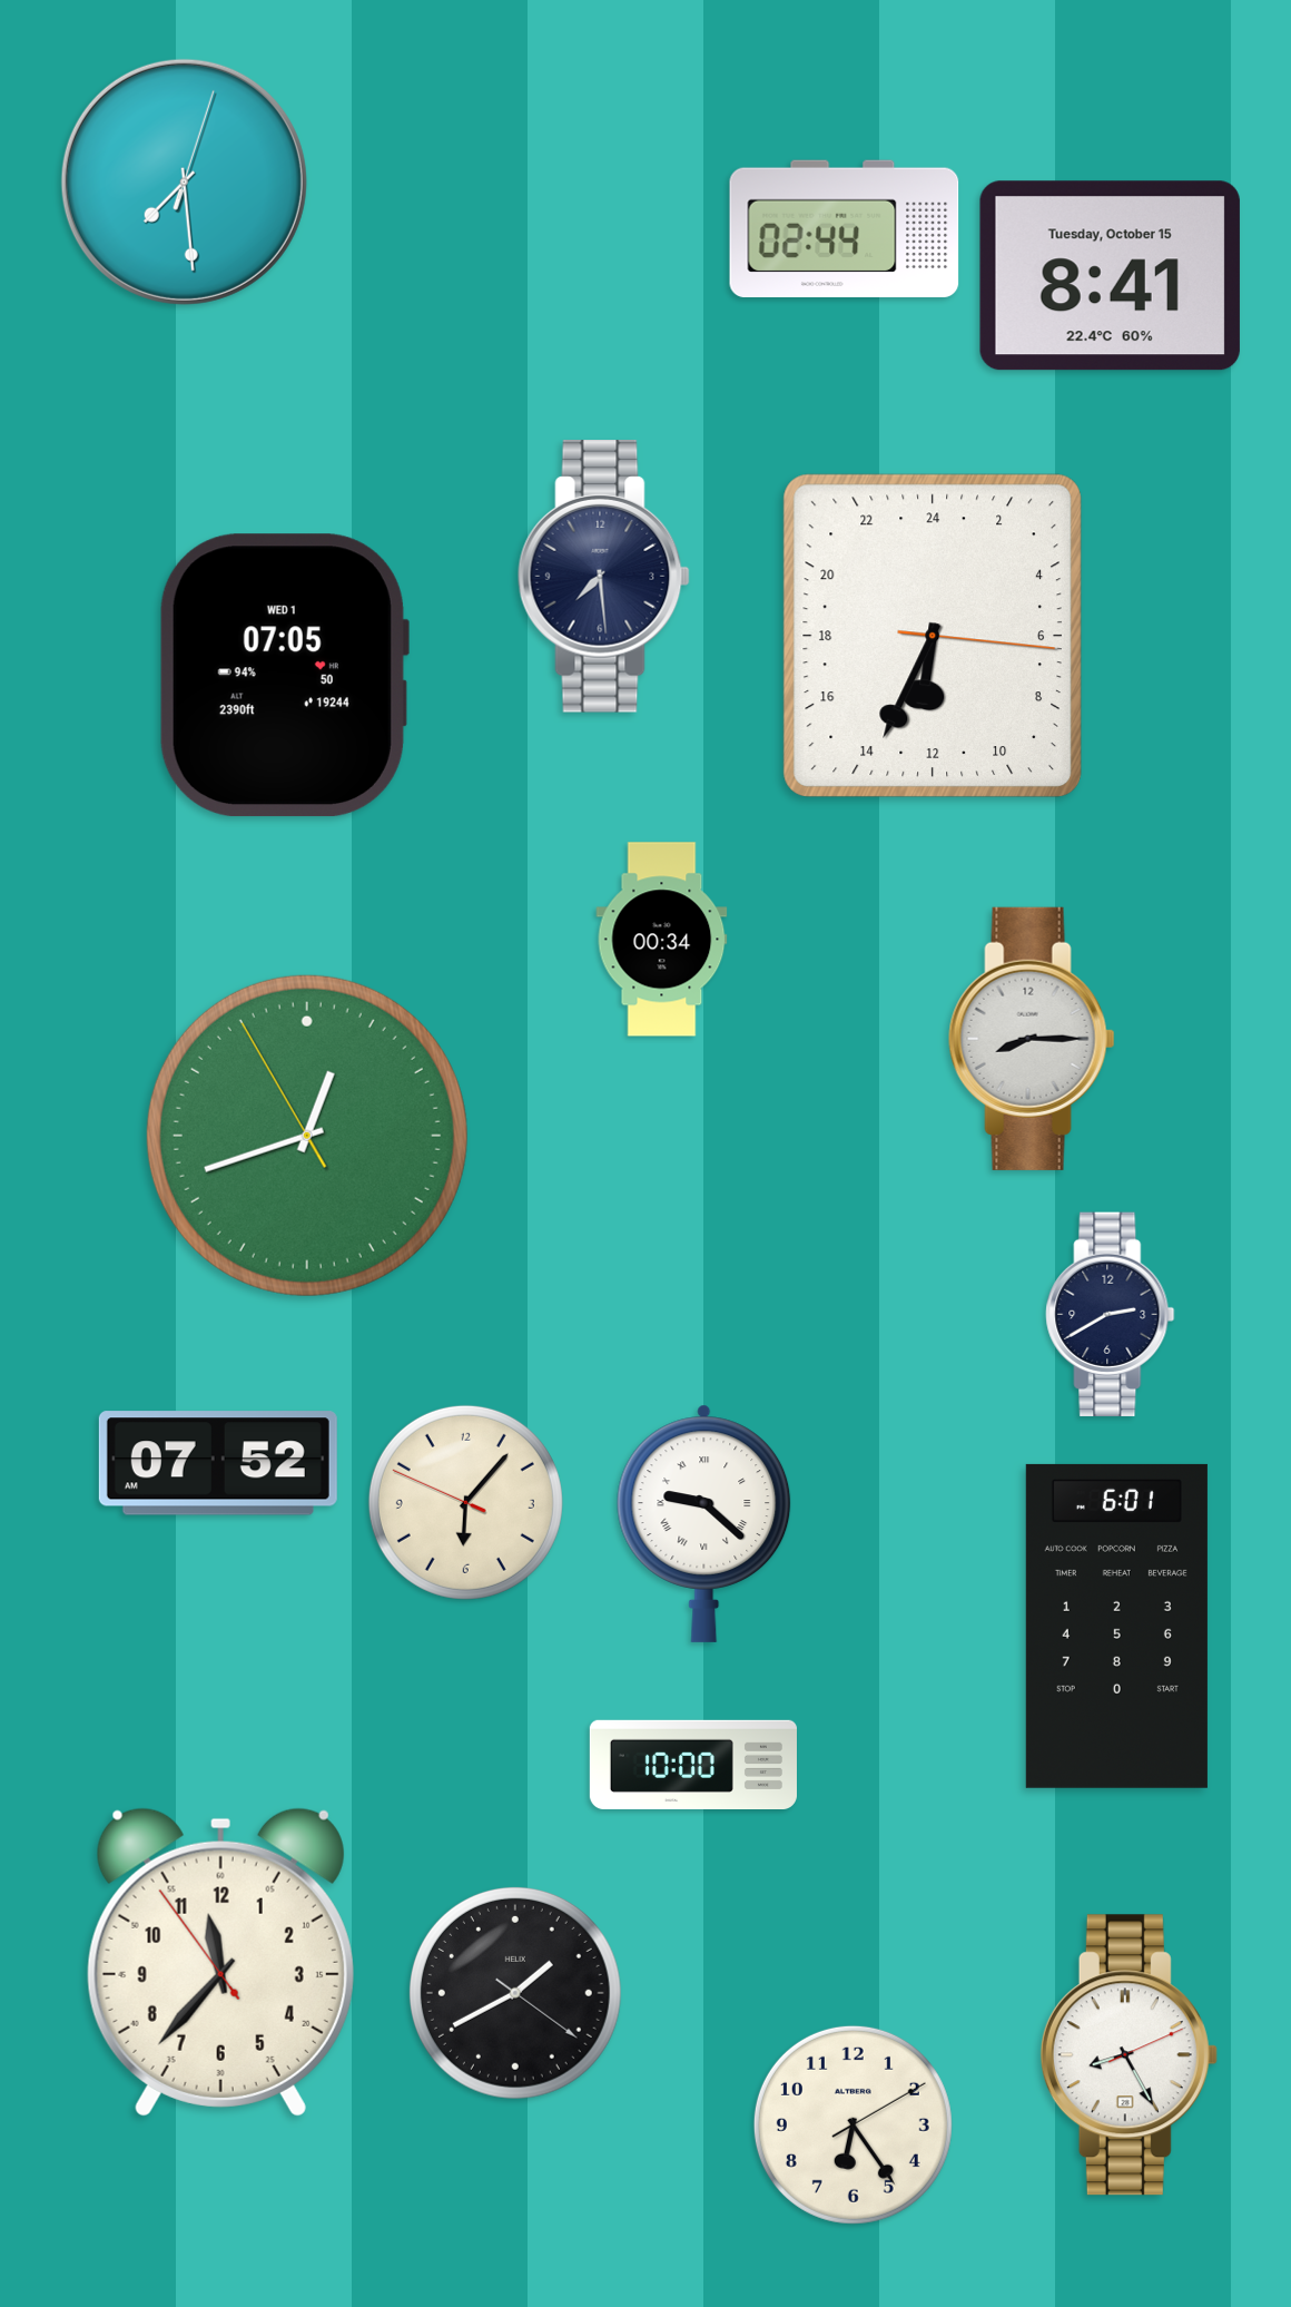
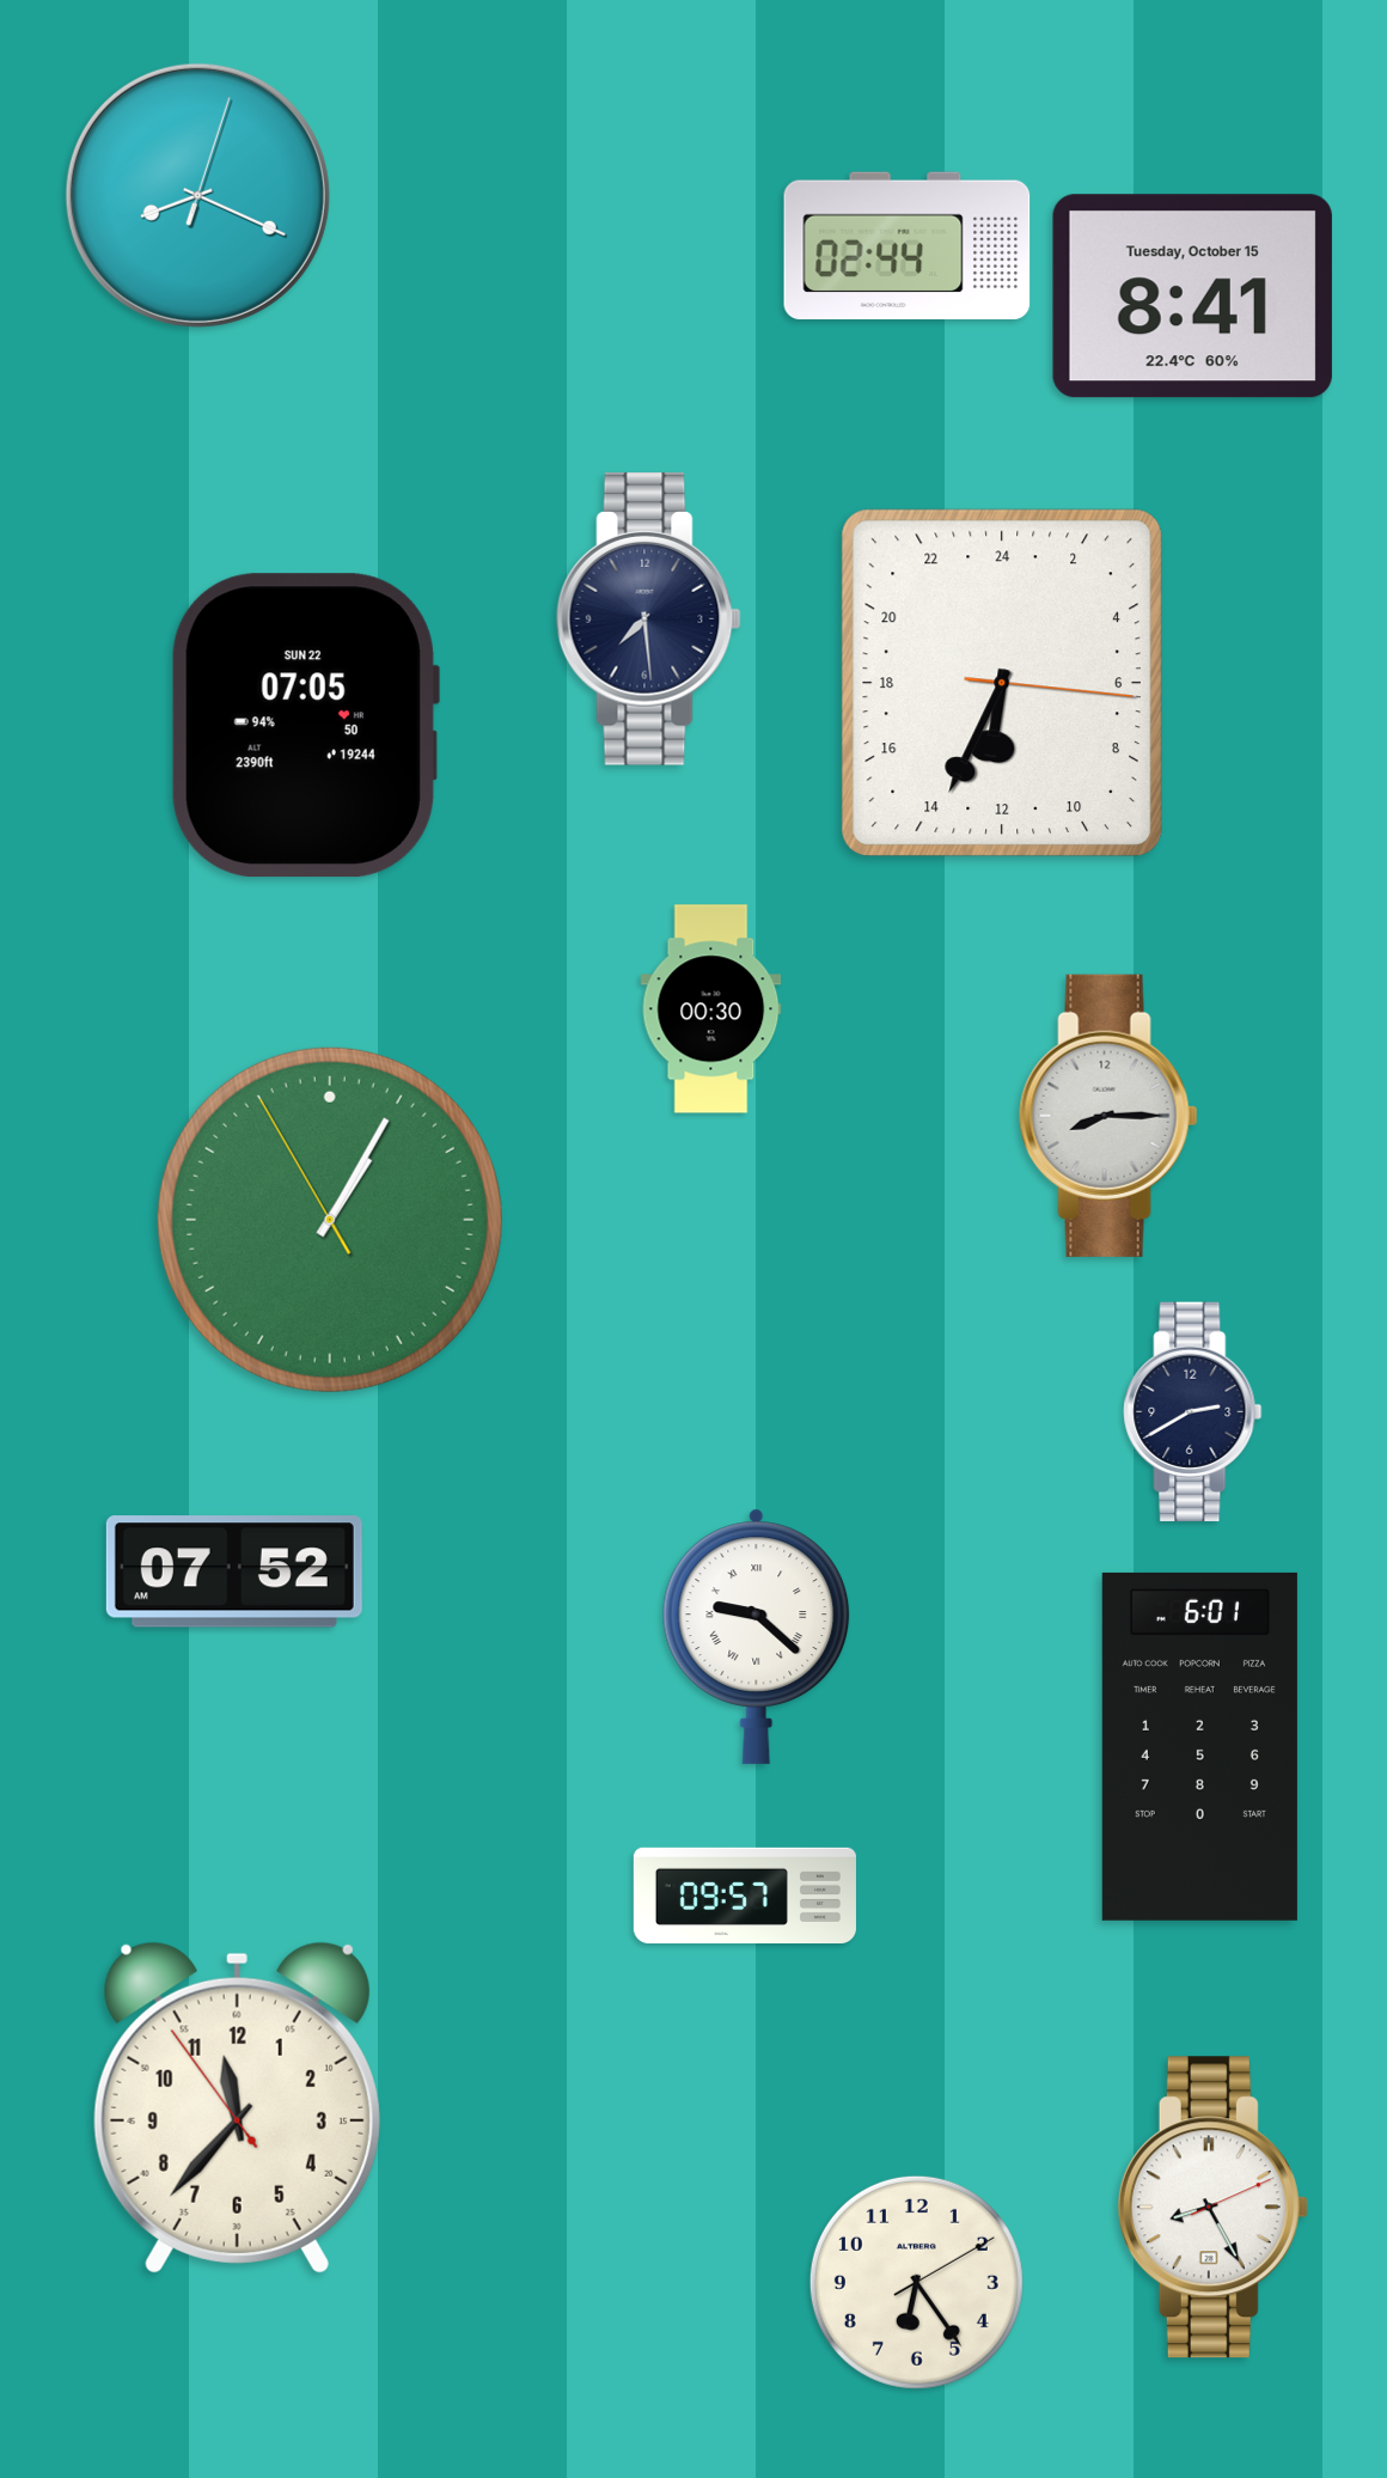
clock at (184, 181): 7:29 -> 8:19
clock at (284, 676) date: WED 1 -> SUN 22
clock at (662, 940): 00:34 -> 00:30
clock at (307, 1136): 12:41 -> 1:04
clock at (465, 1502): 6:06 -> none
clock at (693, 1764): 10:00 -> 09:57
clock at (515, 1993): 1:40 -> none
